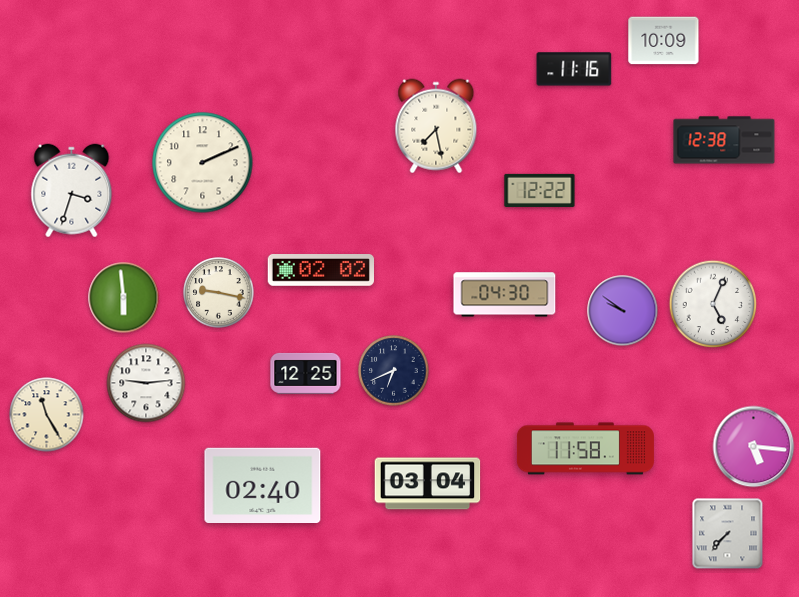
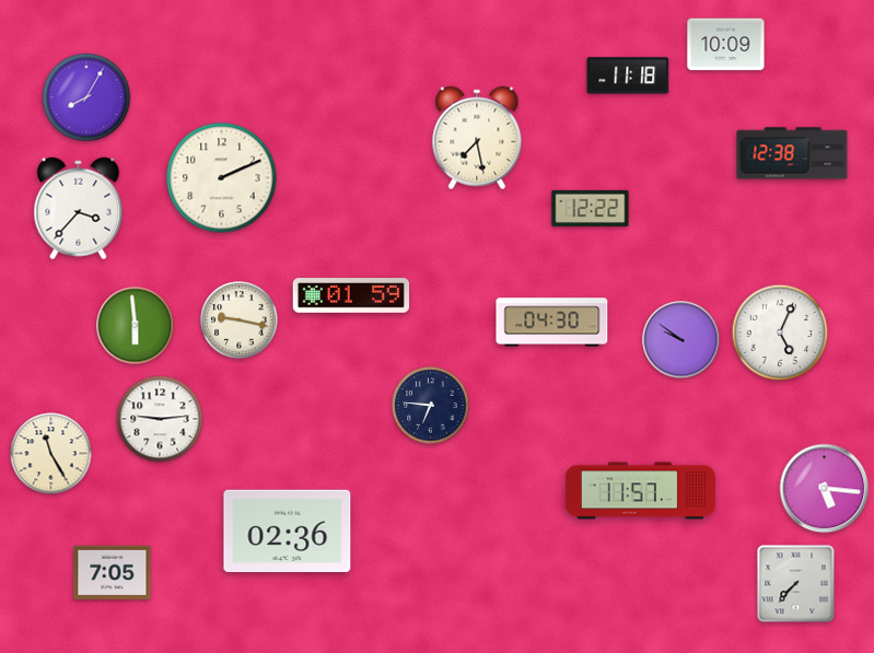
clock at (574, 69): 11:16 -> 11:18
clock at (86, 97): none -> 8:05
clock at (72, 191): 3:33 -> 3:37
clock at (320, 271): 02:02 -> 01:59
clock at (394, 371): 6:41 -> 6:46
clock at (306, 373): 12:25 -> none
clock at (585, 449): 11:58 -> 11:57
clock at (428, 484): 03:04 -> none
clock at (263, 485): 02:40 -> 02:36
clock at (113, 572): none -> 7:05
